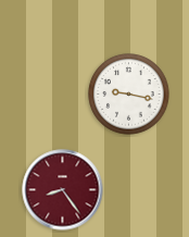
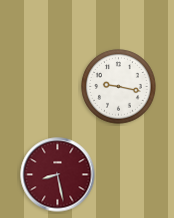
clock at (63, 190): 8:24 -> 8:28
